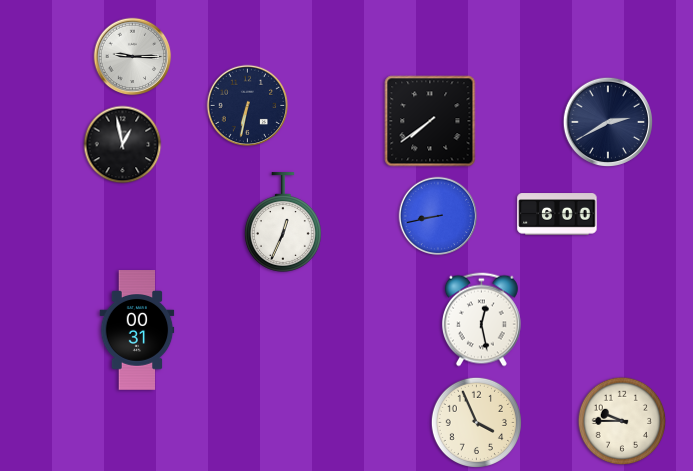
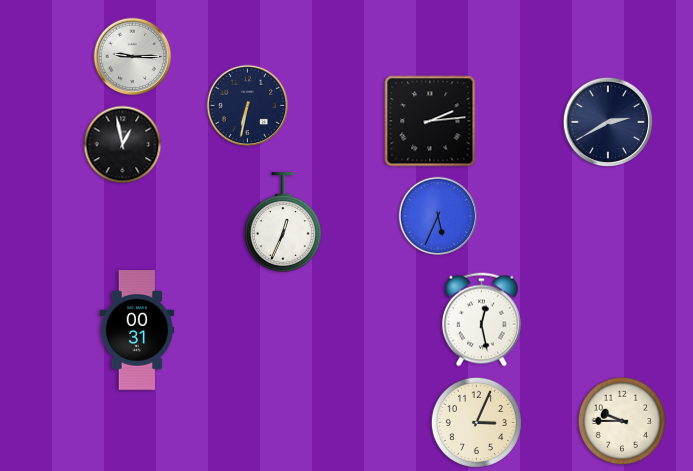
clock at (430, 121): 7:39 -> 2:14
clock at (557, 214): 6:00 -> none
clock at (438, 216): 8:43 -> 5:34
clock at (476, 422): 3:56 -> 3:04
